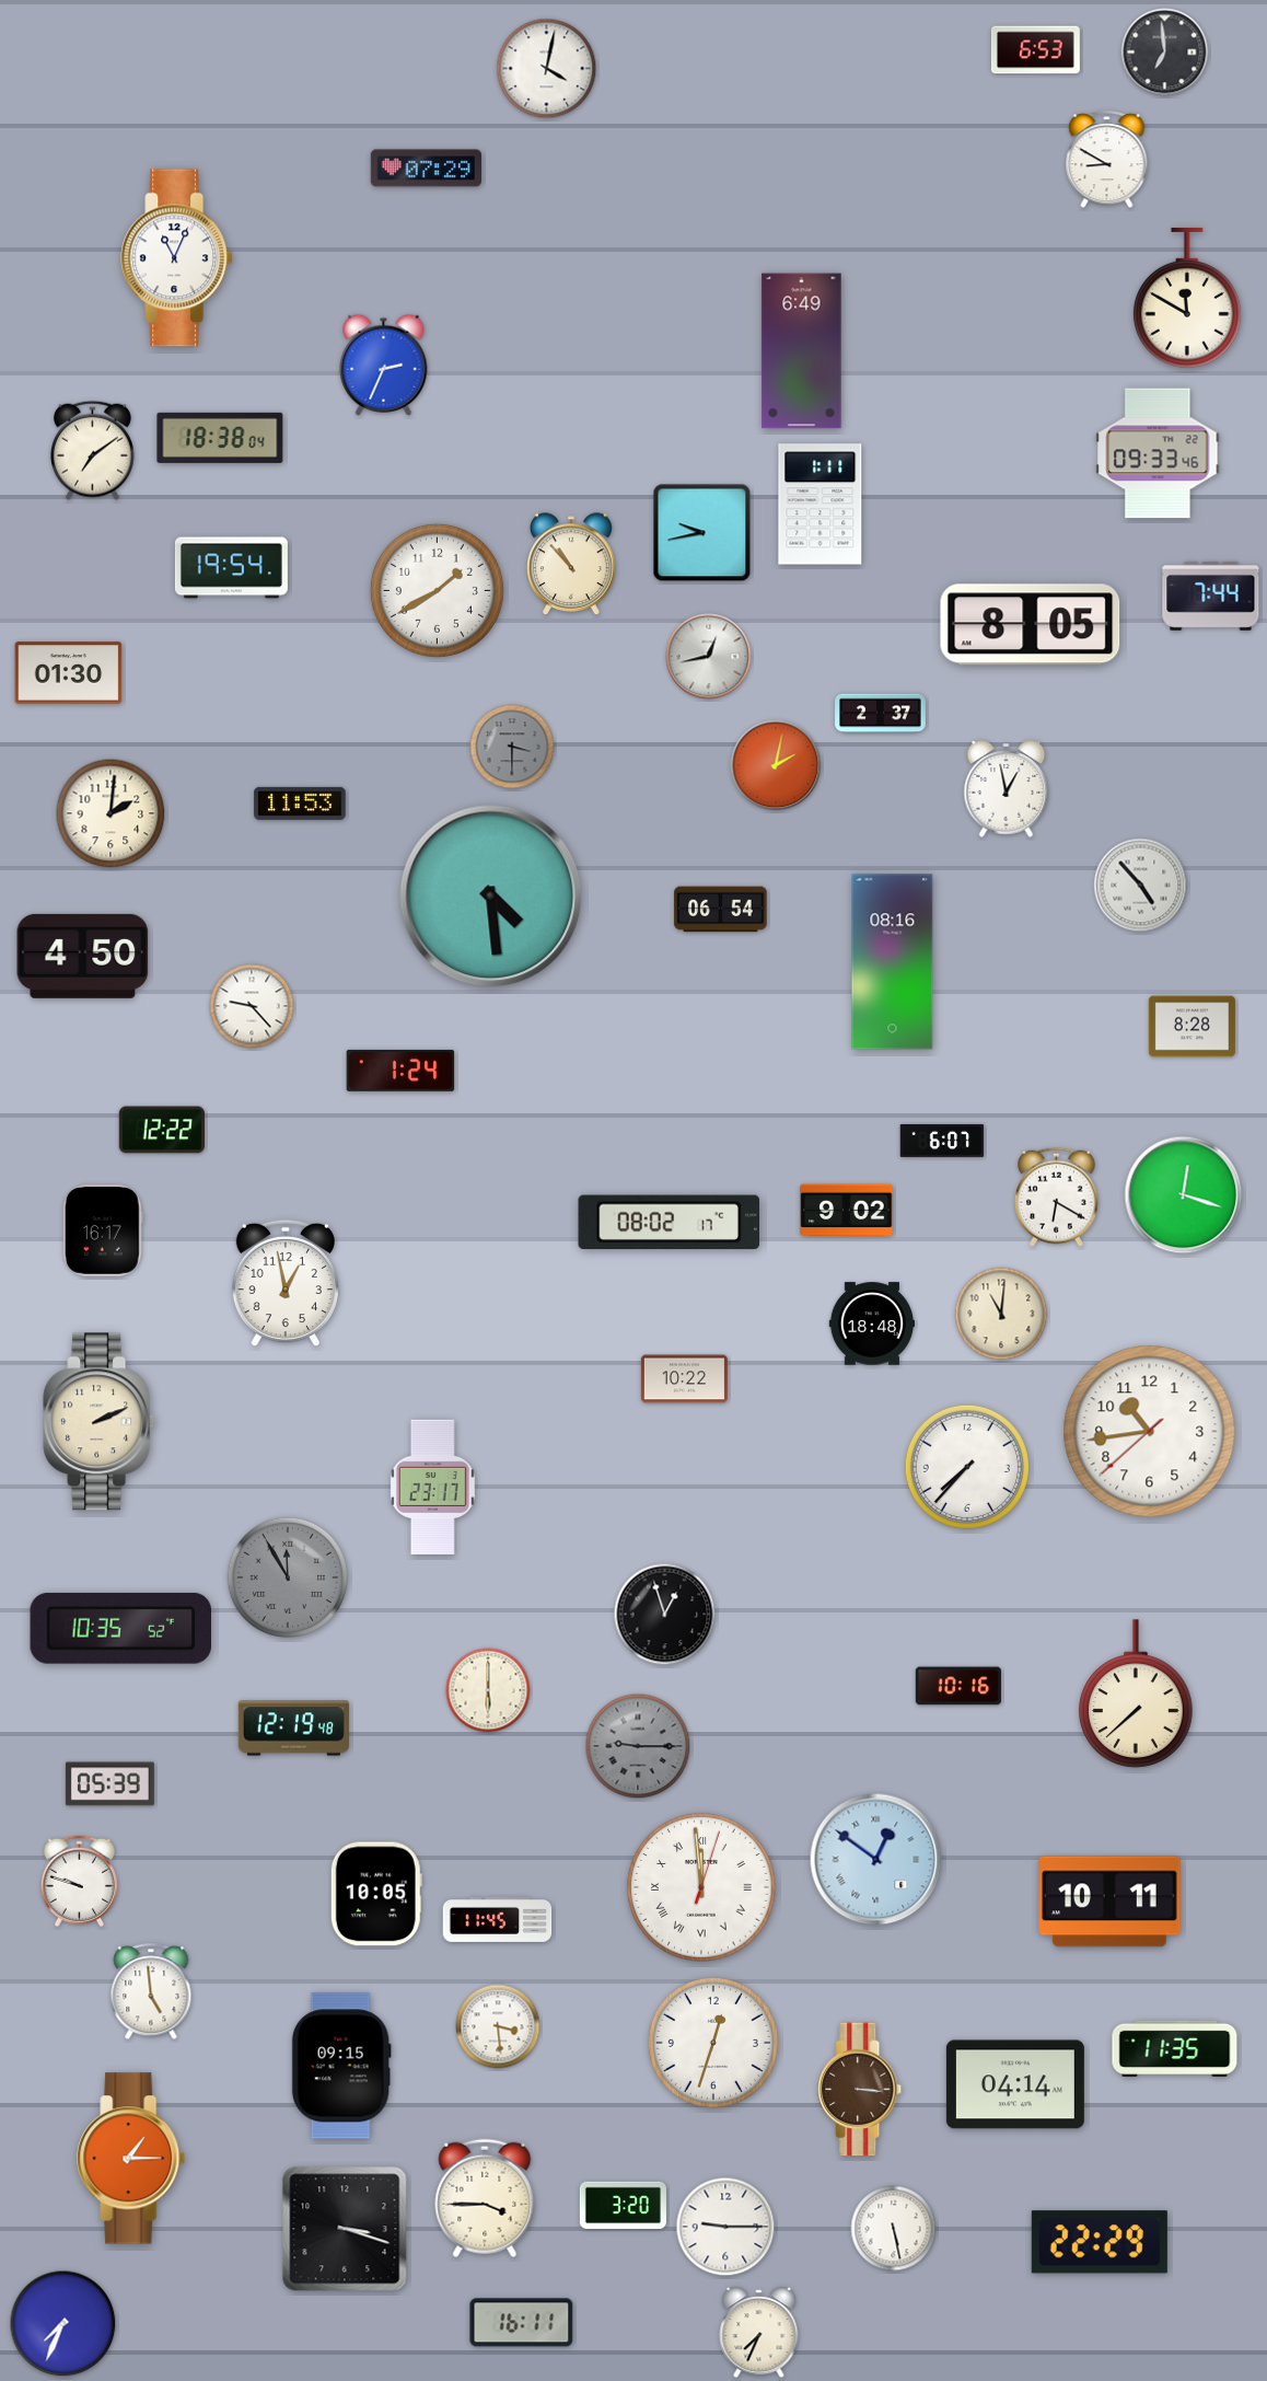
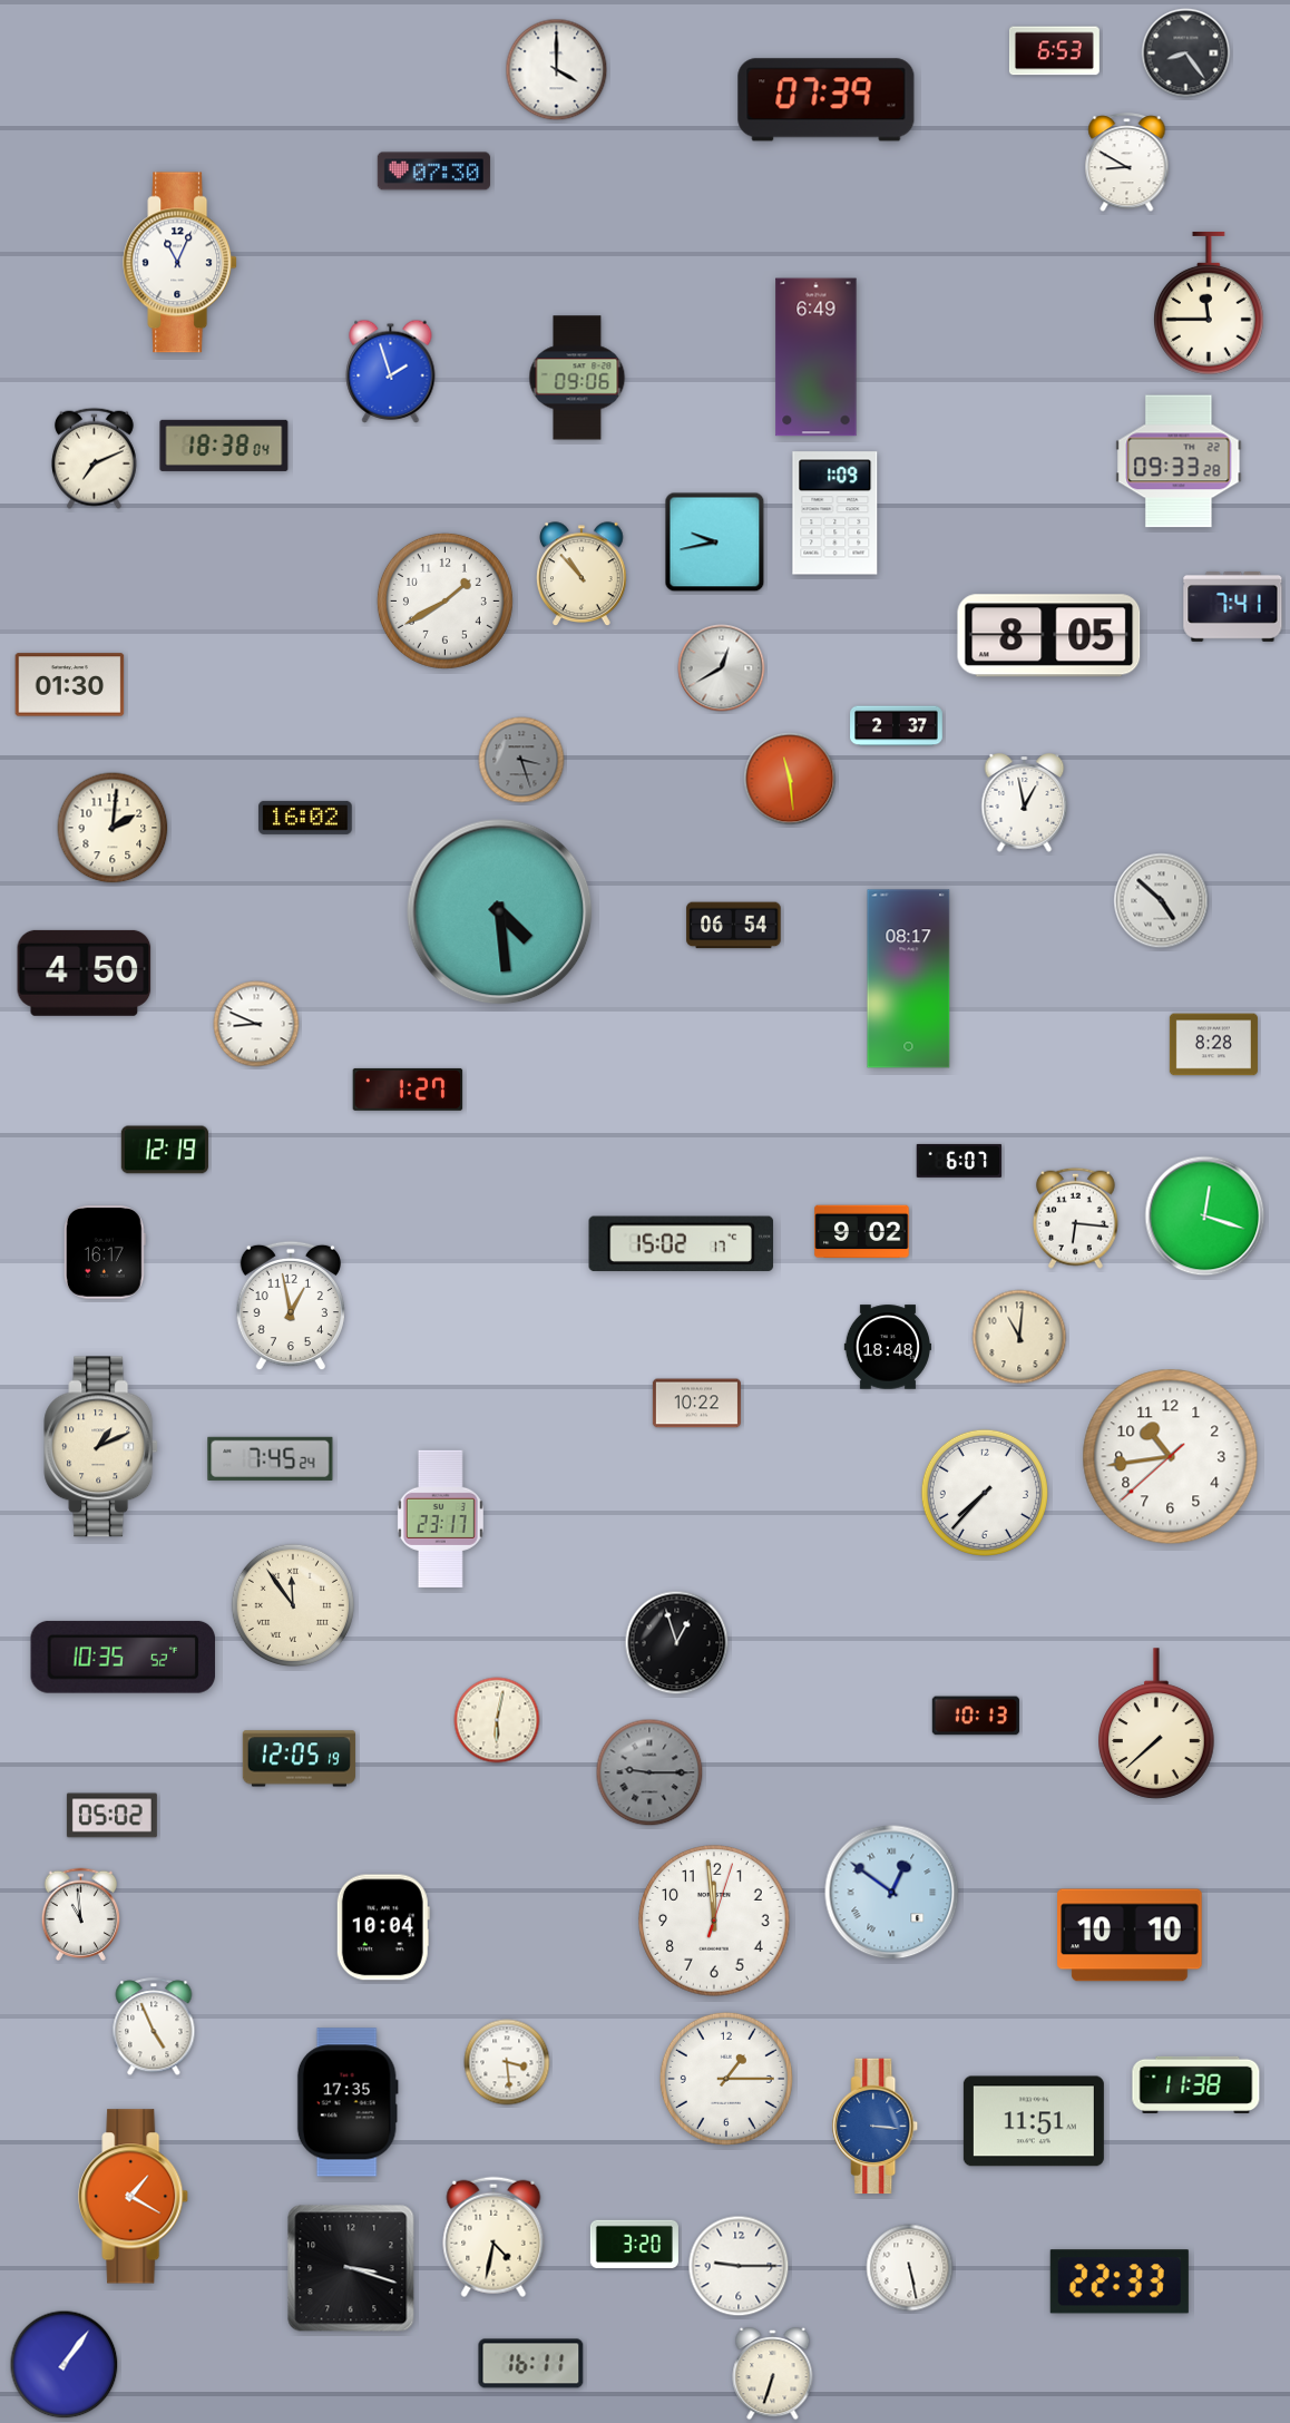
clock at (1165, 53): 6:59 -> 8:24
clock at (547, 69): 4:02 -> 4:00
clock at (827, 100): none -> 07:39
clock at (426, 169): 07:29 -> 07:30
clock at (1187, 298): 11:50 -> 11:45
clock at (384, 365): 2:34 -> 1:57
clock at (577, 378): none -> 09:06
clock at (92, 450): 7:09 -> 7:11
clock at (1158, 453): 09:33:46 -> 09:33:28
clock at (821, 505): 1:11 -> 1:09
clock at (231, 568): 19:54 -> none
clock at (1211, 596): 7:44 -> 7:41
clock at (709, 657): 12:43 -> 12:40
clock at (512, 747): 3:30 -> 3:27
clock at (776, 765): 2:02 -> 11:29
clock at (300, 804): 11:53 -> 16:02
clock at (1141, 886): 4:53 -> 4:52
clock at (893, 962): 08:16 -> 08:17
clock at (252, 1006): 9:23 -> 8:49
clock at (400, 1071): 1:24 -> 1:27
clock at (162, 1130): 12:22 -> 12:19
clock at (1056, 1197): 6:20 -> 6:16
clock at (670, 1223): 08:02 -> 15:02
clock at (100, 1422): 2:11 -> 1:11
clock at (271, 1458): none -> 7:45
clock at (432, 1487) position: (432, 1487) -> (440, 1518)
clock at (287, 1576): 11:55 -> 11:54
clock at (287, 1576) dial: grey -> cream
clock at (958, 1686): 10:16 -> 10:13
clock at (488, 1690): 6:00 -> 6:02
clock at (293, 1729): 12:19 -> 12:05
clock at (638, 1746) position: (638, 1746) -> (649, 1772)
clock at (109, 1784): 05:39 -> 05:02
clock at (80, 1881): 9:48 -> 10:59
clock at (701, 1887) numerals: Roman -> Arabic
clock at (376, 1894): 10:05 -> 10:04
clock at (1109, 1902): 10:11 -> 10:10
clock at (498, 1920): 11:45 -> none
clock at (151, 1992): 4:59 -> 4:56
clock at (713, 2043): 12:33 -> 1:15
clock at (1175, 2048): 11:35 -> 11:38
clock at (341, 2066): 09:15 -> 17:35
clock at (1015, 2084): 04:14 -> 11:51
clock at (860, 2090) dial: brown -> blue
clock at (131, 2159): 1:15 -> 1:20
clock at (485, 2198): 3:45 -> 4:32
clock at (1100, 2242): 22:29 -> 22:33
clock at (63, 2324): 7:34 -> 1:06
clock at (759, 2333): 7:34 -> 6:33
